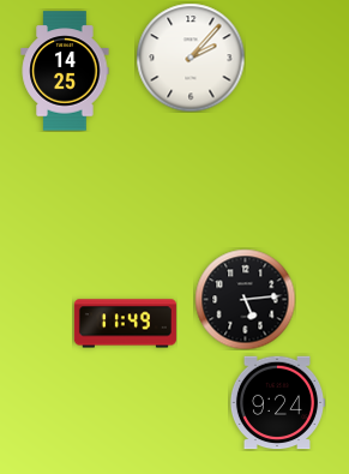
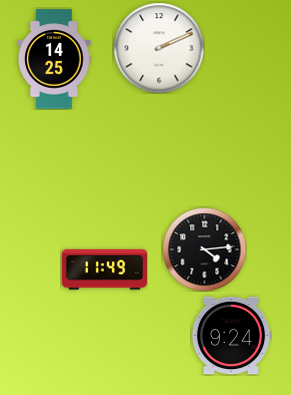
clock at (191, 58): 2:07 -> 2:11
clock at (245, 299): 5:14 -> 4:14
